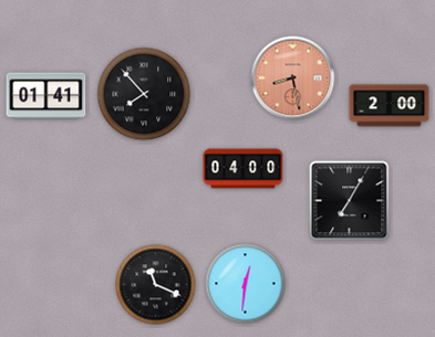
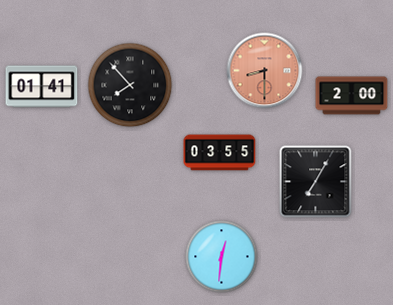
clock at (293, 78): 8:28 -> 8:30
clock at (244, 169): 04:00 -> 03:55
clock at (156, 285): 11:19 -> none
